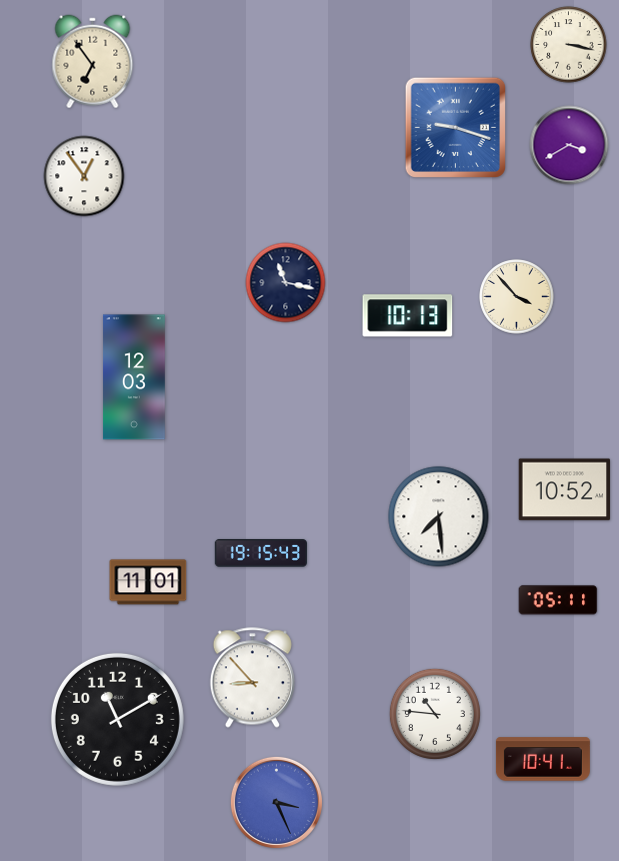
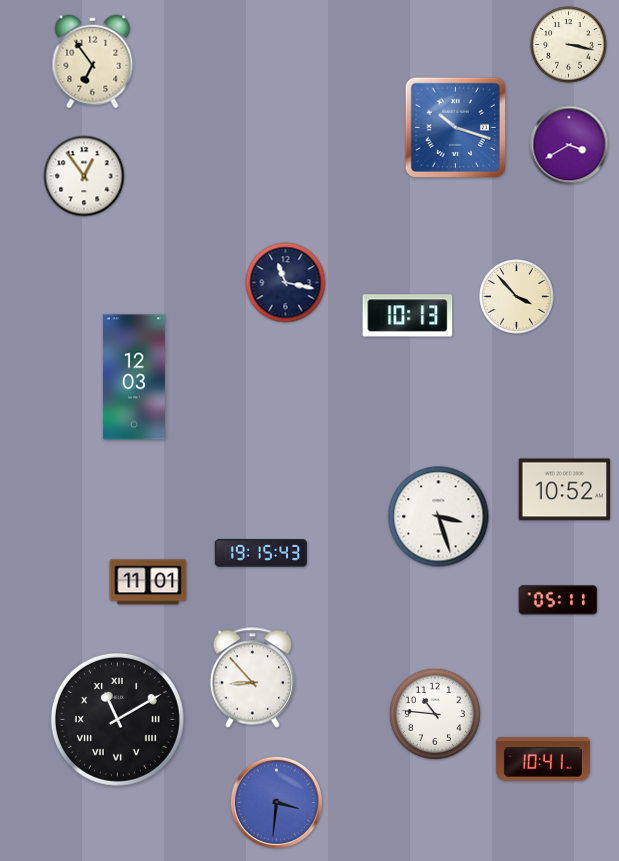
clock at (455, 127): 9:18 -> 10:18
clock at (439, 517): 7:29 -> 3:27
clock at (117, 719) numerals: Arabic -> Roman
clock at (276, 802): 3:26 -> 3:31
